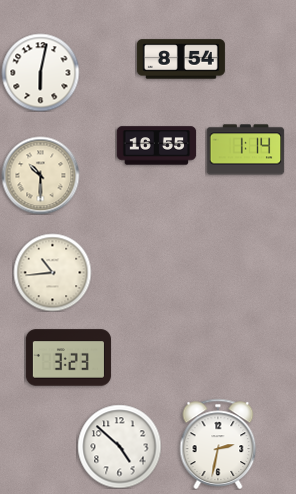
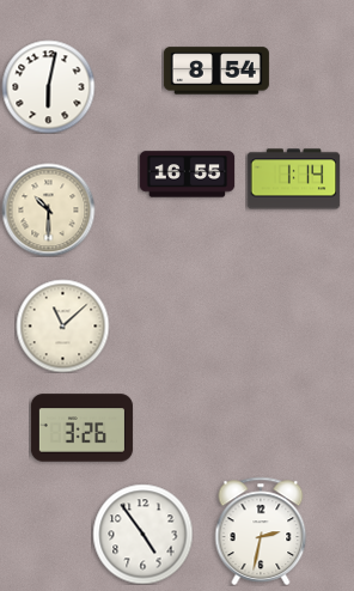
clock at (52, 272): 10:44 -> 11:08
clock at (68, 358): 3:23 -> 3:26
clock at (119, 446): 4:52 -> 4:54
